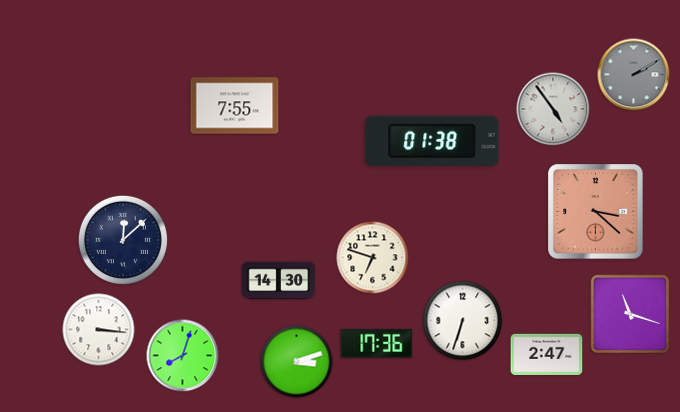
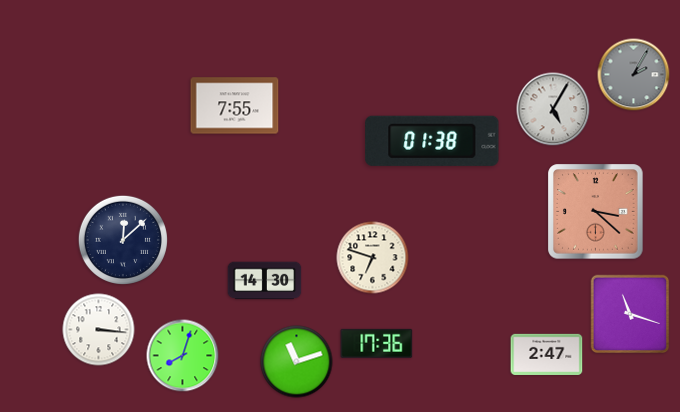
clock at (634, 75): 2:10 -> 2:05
clock at (553, 109): 4:54 -> 5:05
clock at (279, 281) position: (279, 281) -> (265, 281)
clock at (463, 321): 6:33 -> none
clock at (297, 362): 3:12 -> 11:12
